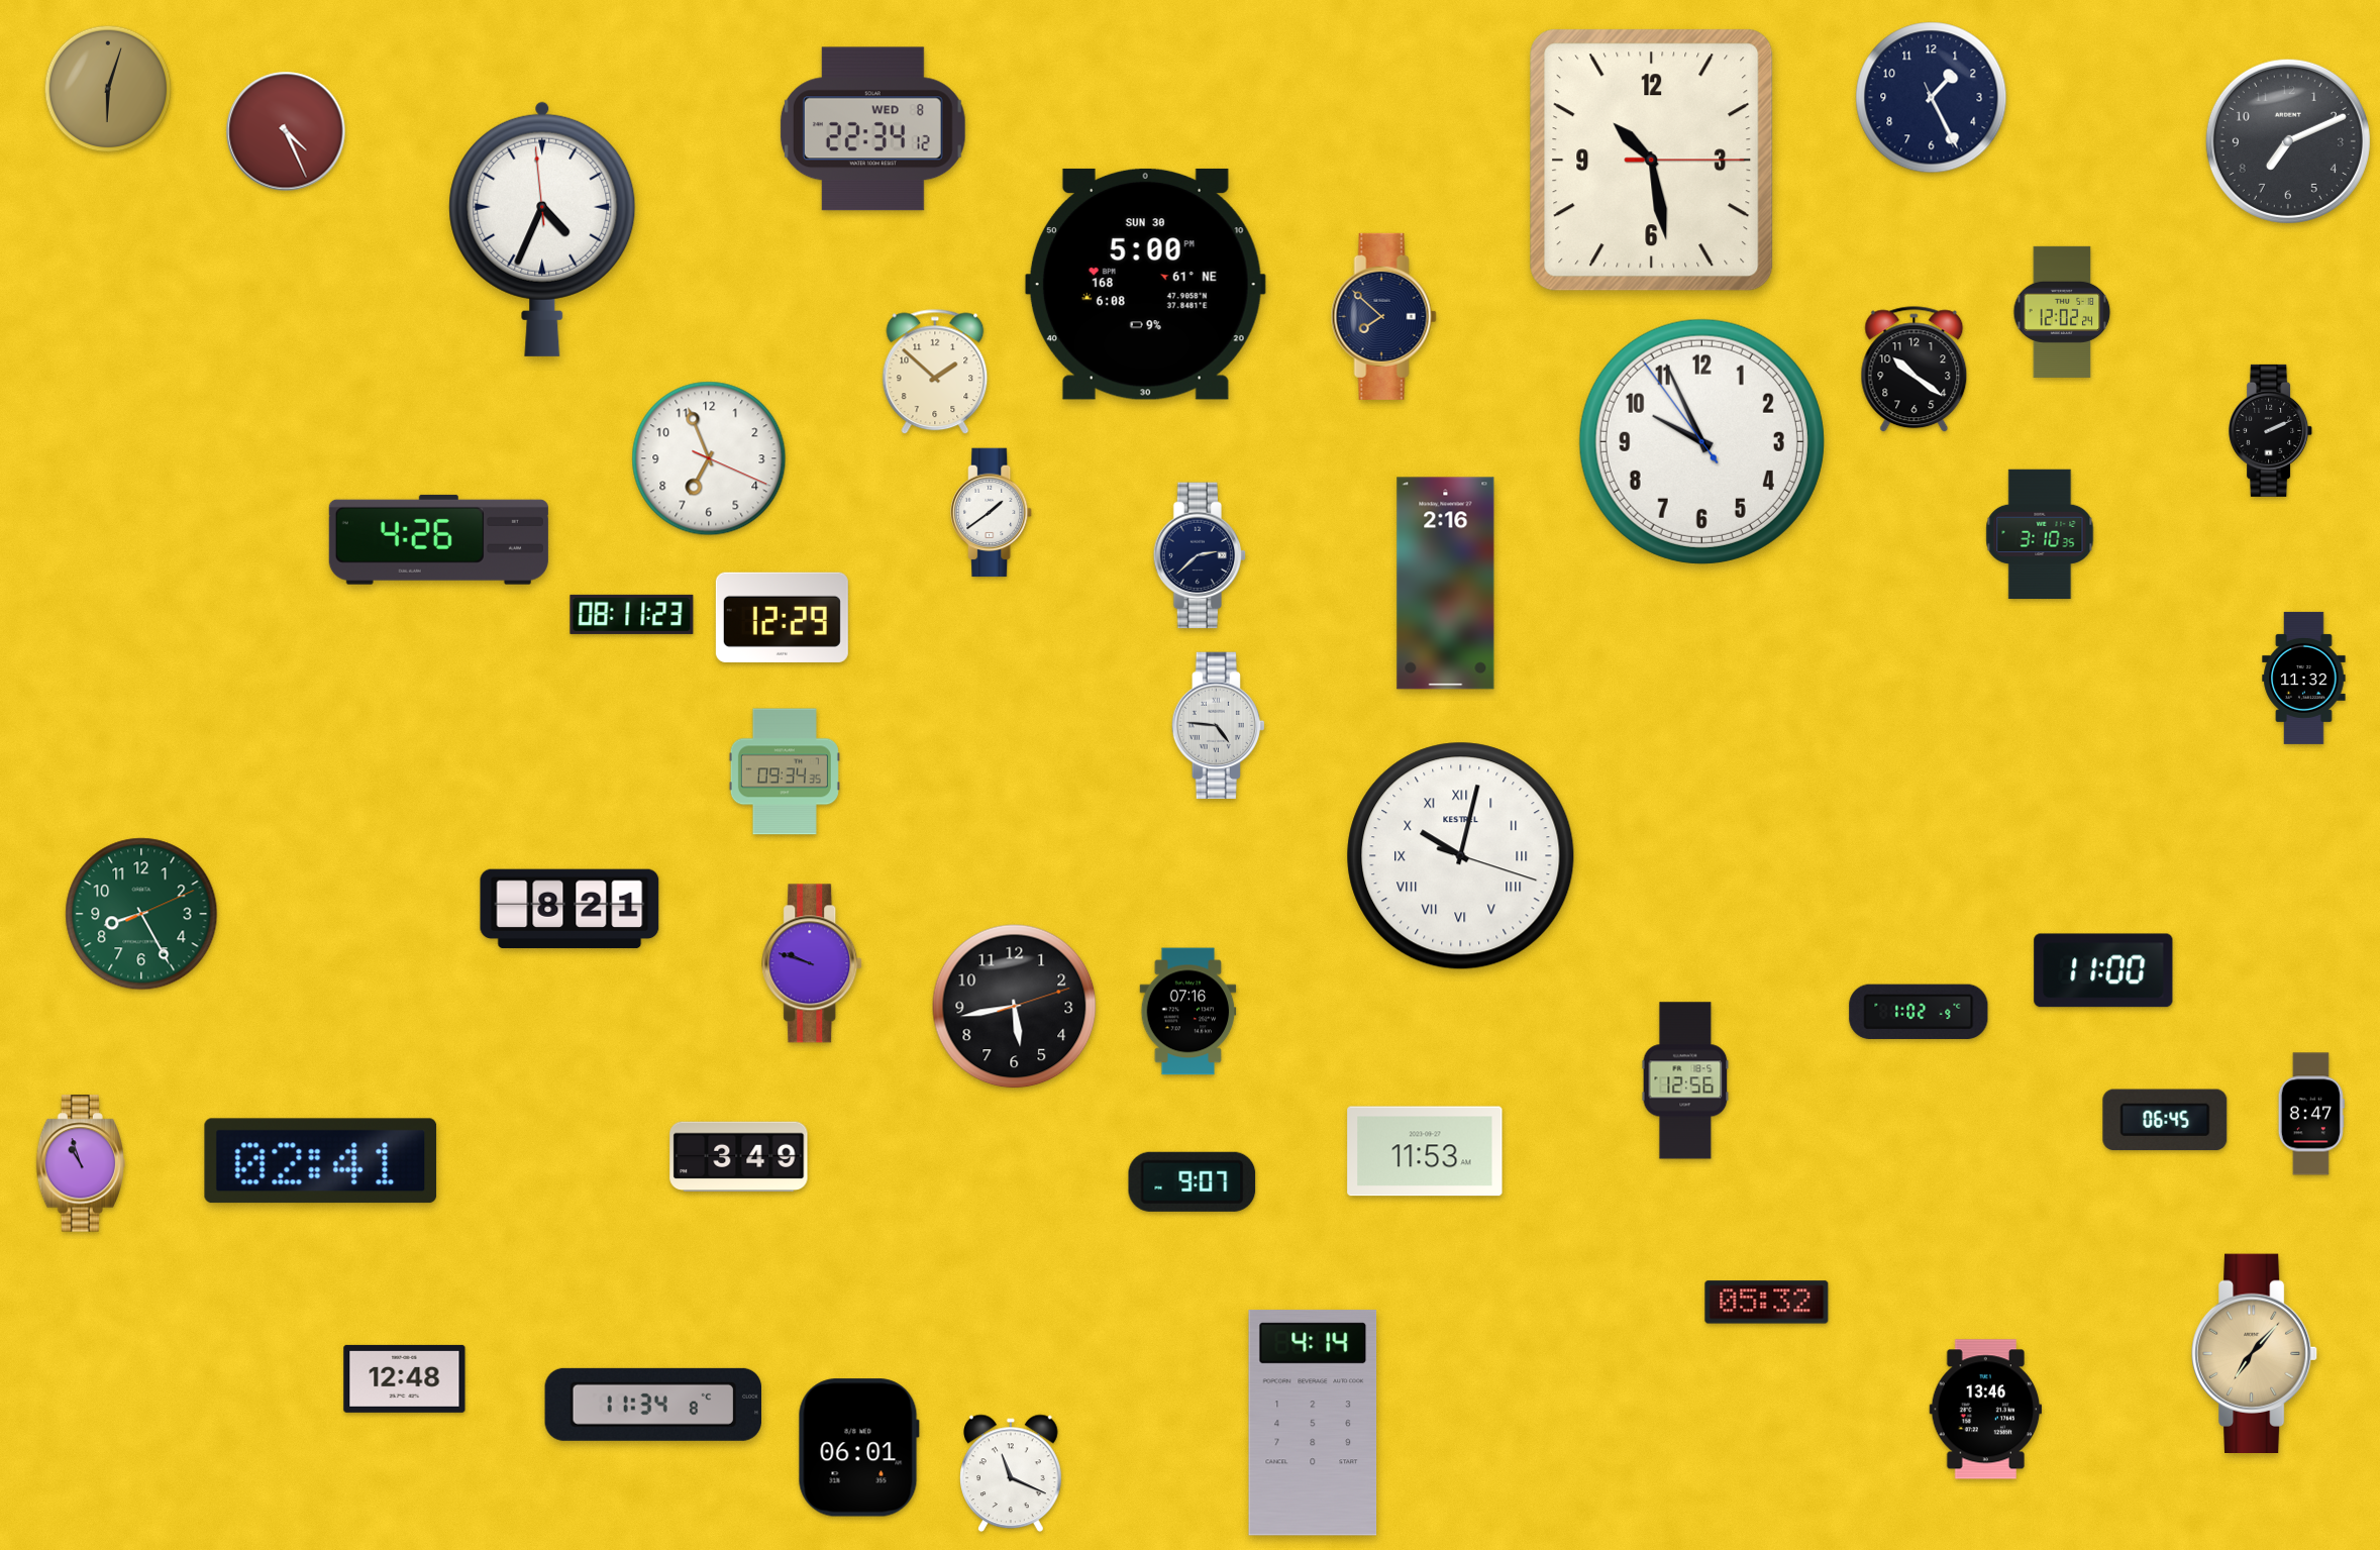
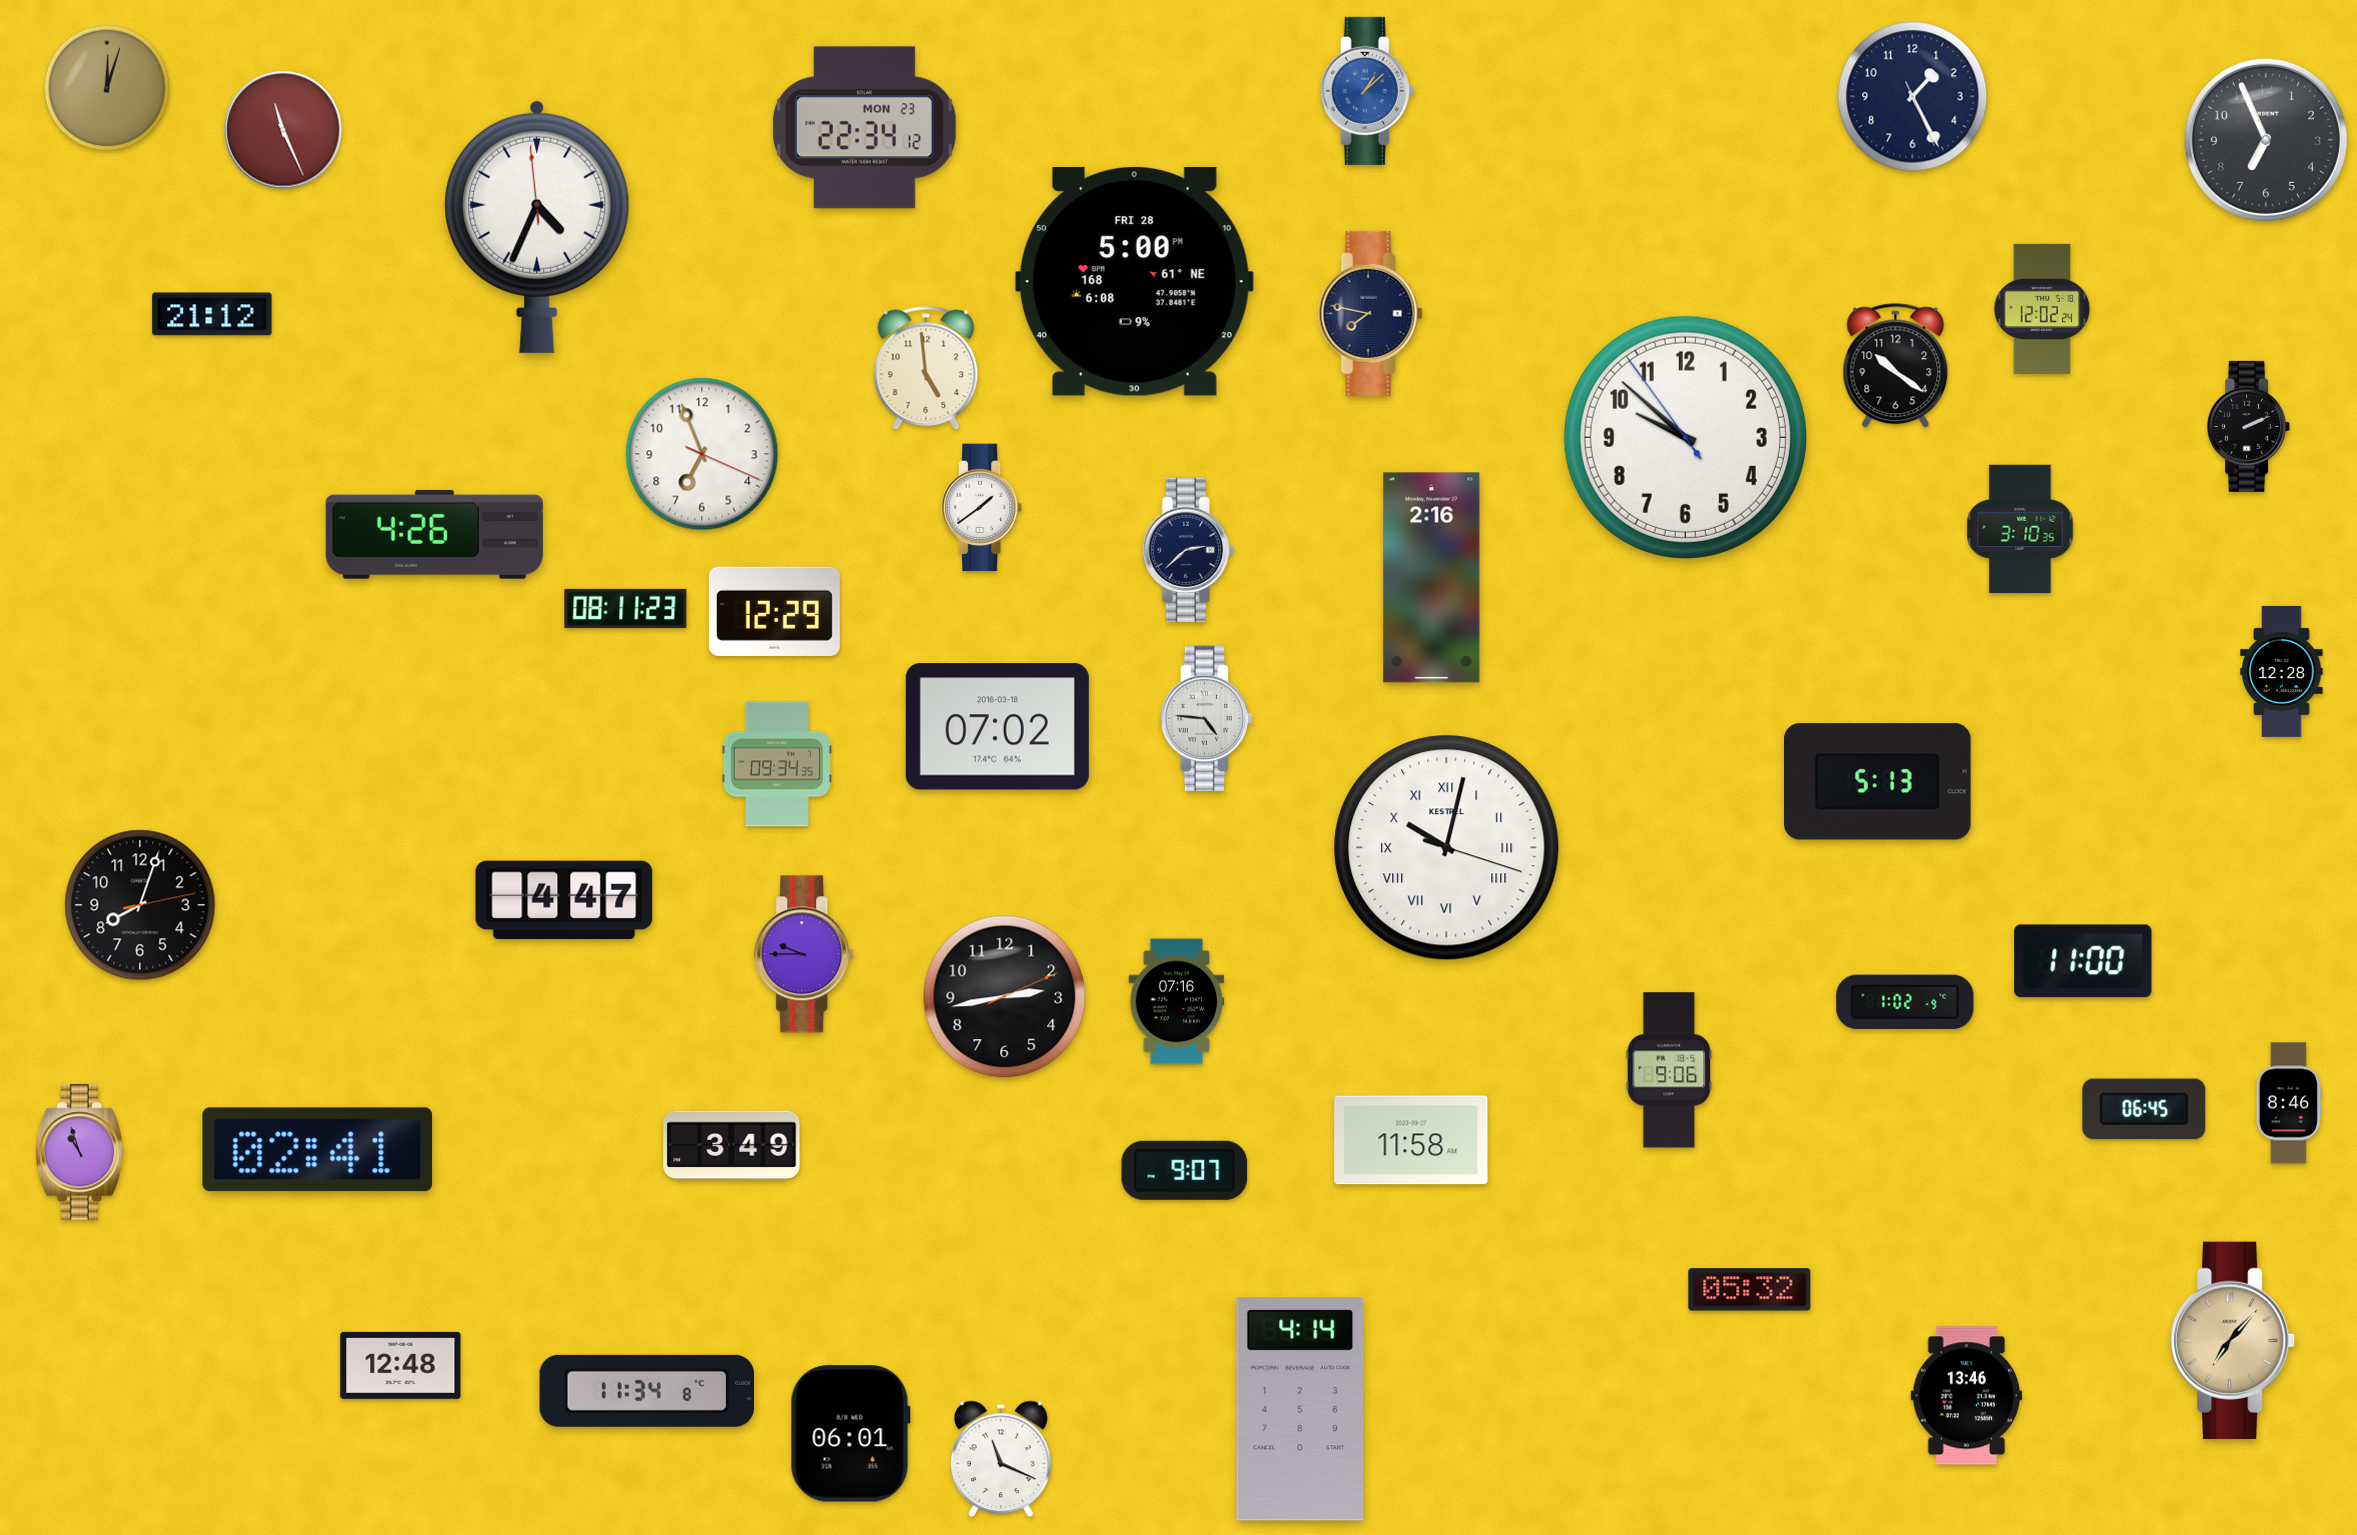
clock at (108, 89): 6:03 -> 12:03
clock at (1367, 91): none -> 1:08
clock at (872, 129) date: WED 8 -> MON 23
clock at (286, 131): 4:26 -> 11:26
clock at (2288, 141): 7:11 -> 6:56
clock at (1652, 161): 10:28 -> none
clock at (1145, 284) date: SUN 30 -> FRI 28
clock at (1383, 316): 7:52 -> 7:47
clock at (212, 314): none -> 21:12
clock at (935, 372): 1:52 -> 4:59
clock at (1701, 441): 9:55 -> 9:51
clock at (2304, 678): 11:32 -> 12:28
clock at (997, 727): none -> 07:02
clock at (1878, 782): none -> 5:13
clock at (570, 909): 8:21 -> 4:47
clock at (141, 914): 8:25 -> 8:03
clock at (141, 914) dial: green -> black
clock at (813, 963): 9:48 -> 9:45
clock at (1015, 1007): 5:43 -> 2:43
clock at (1919, 1012) position: (1919, 1012) -> (1905, 1002)
clock at (1685, 1080): 12:56 -> 9:06
clock at (2311, 1114): 8:47 -> 8:46
clock at (1425, 1151): 11:53 -> 11:58
clock at (1193, 1181) position: (1193, 1181) -> (1185, 1170)
